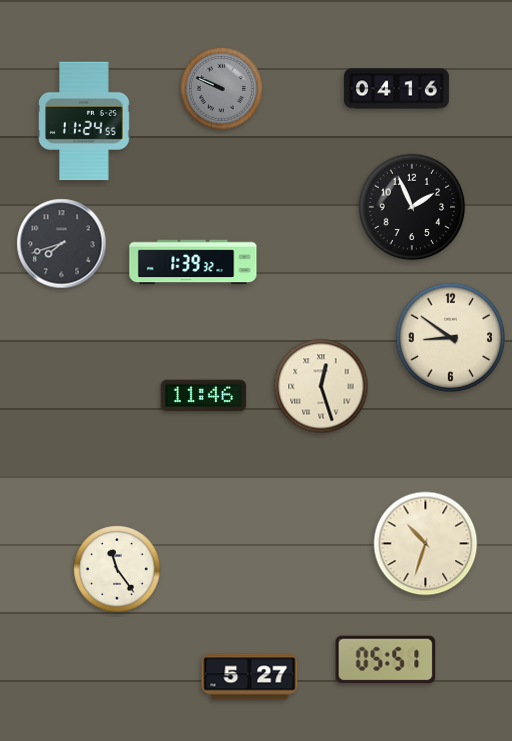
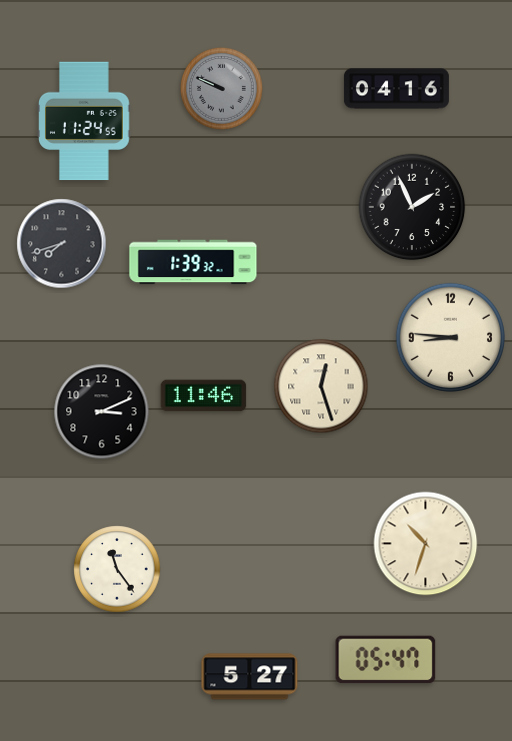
clock at (450, 337): 8:51 -> 8:46
clock at (102, 412): none -> 3:11
clock at (386, 660): 05:51 -> 05:47
